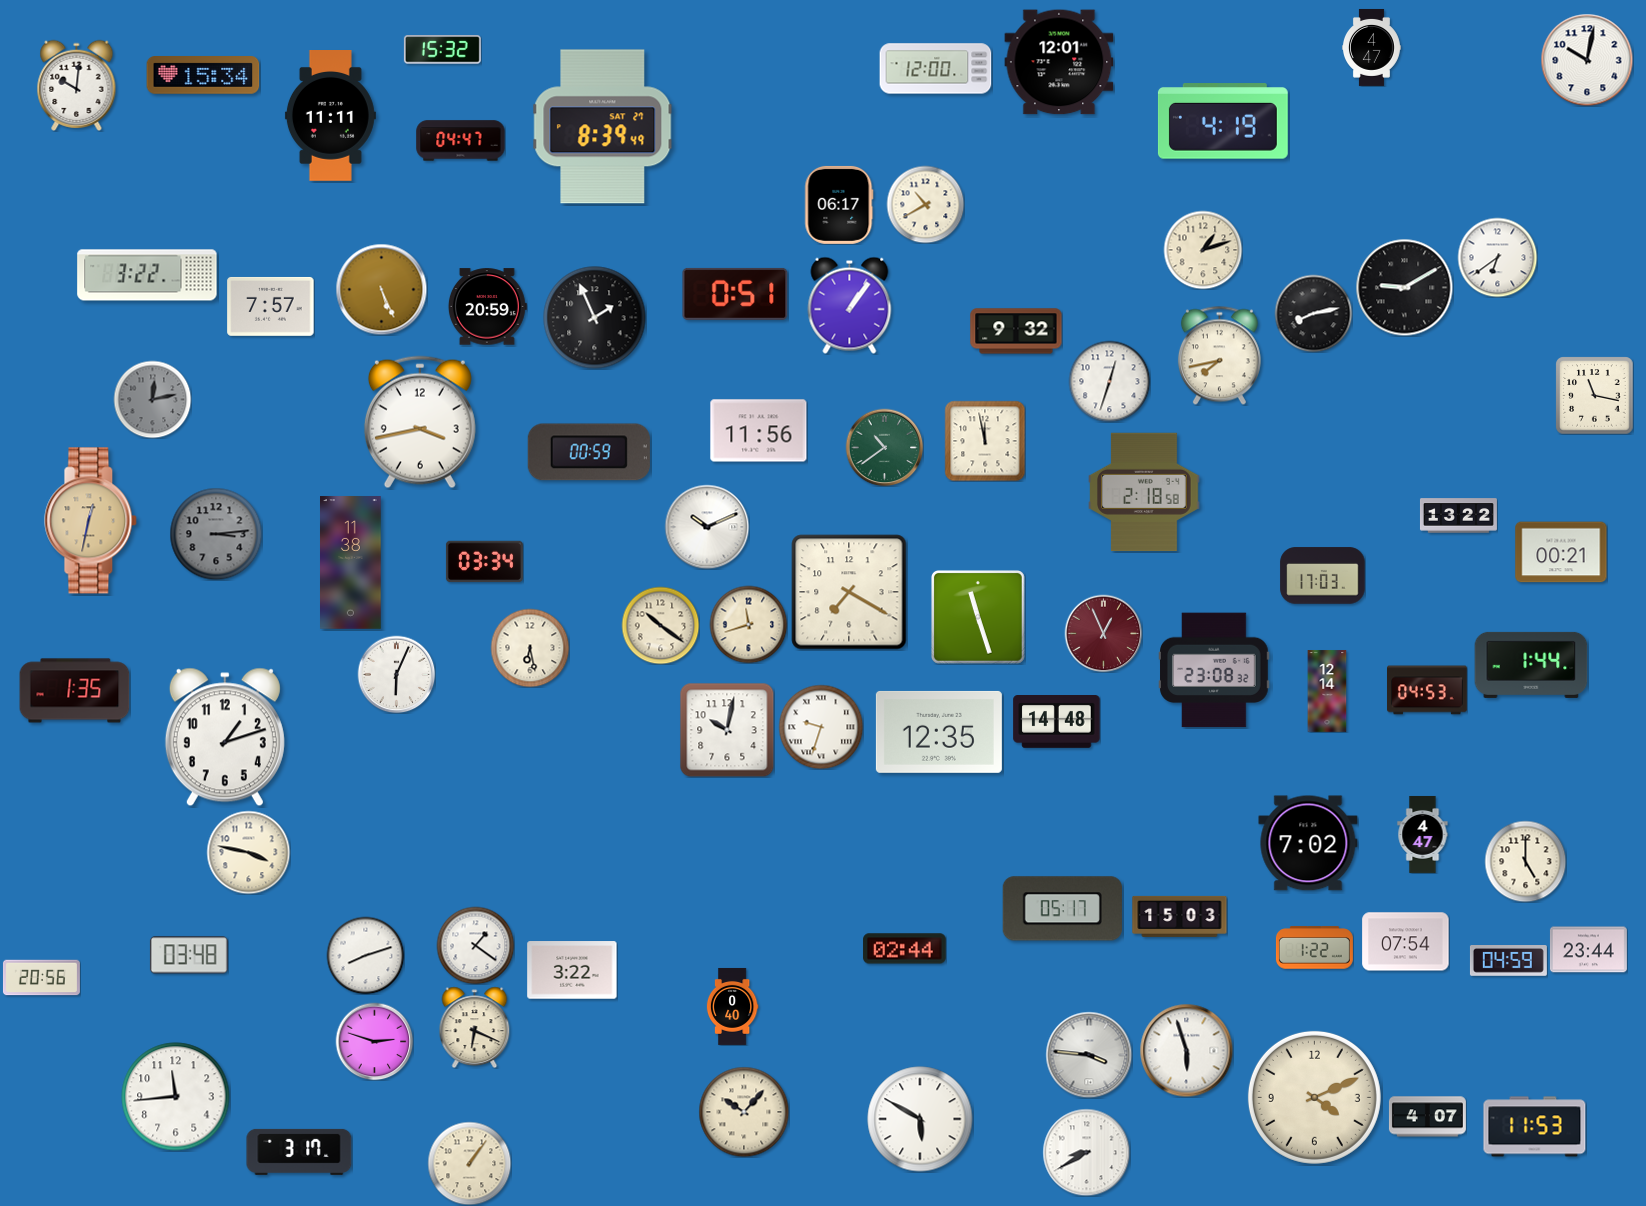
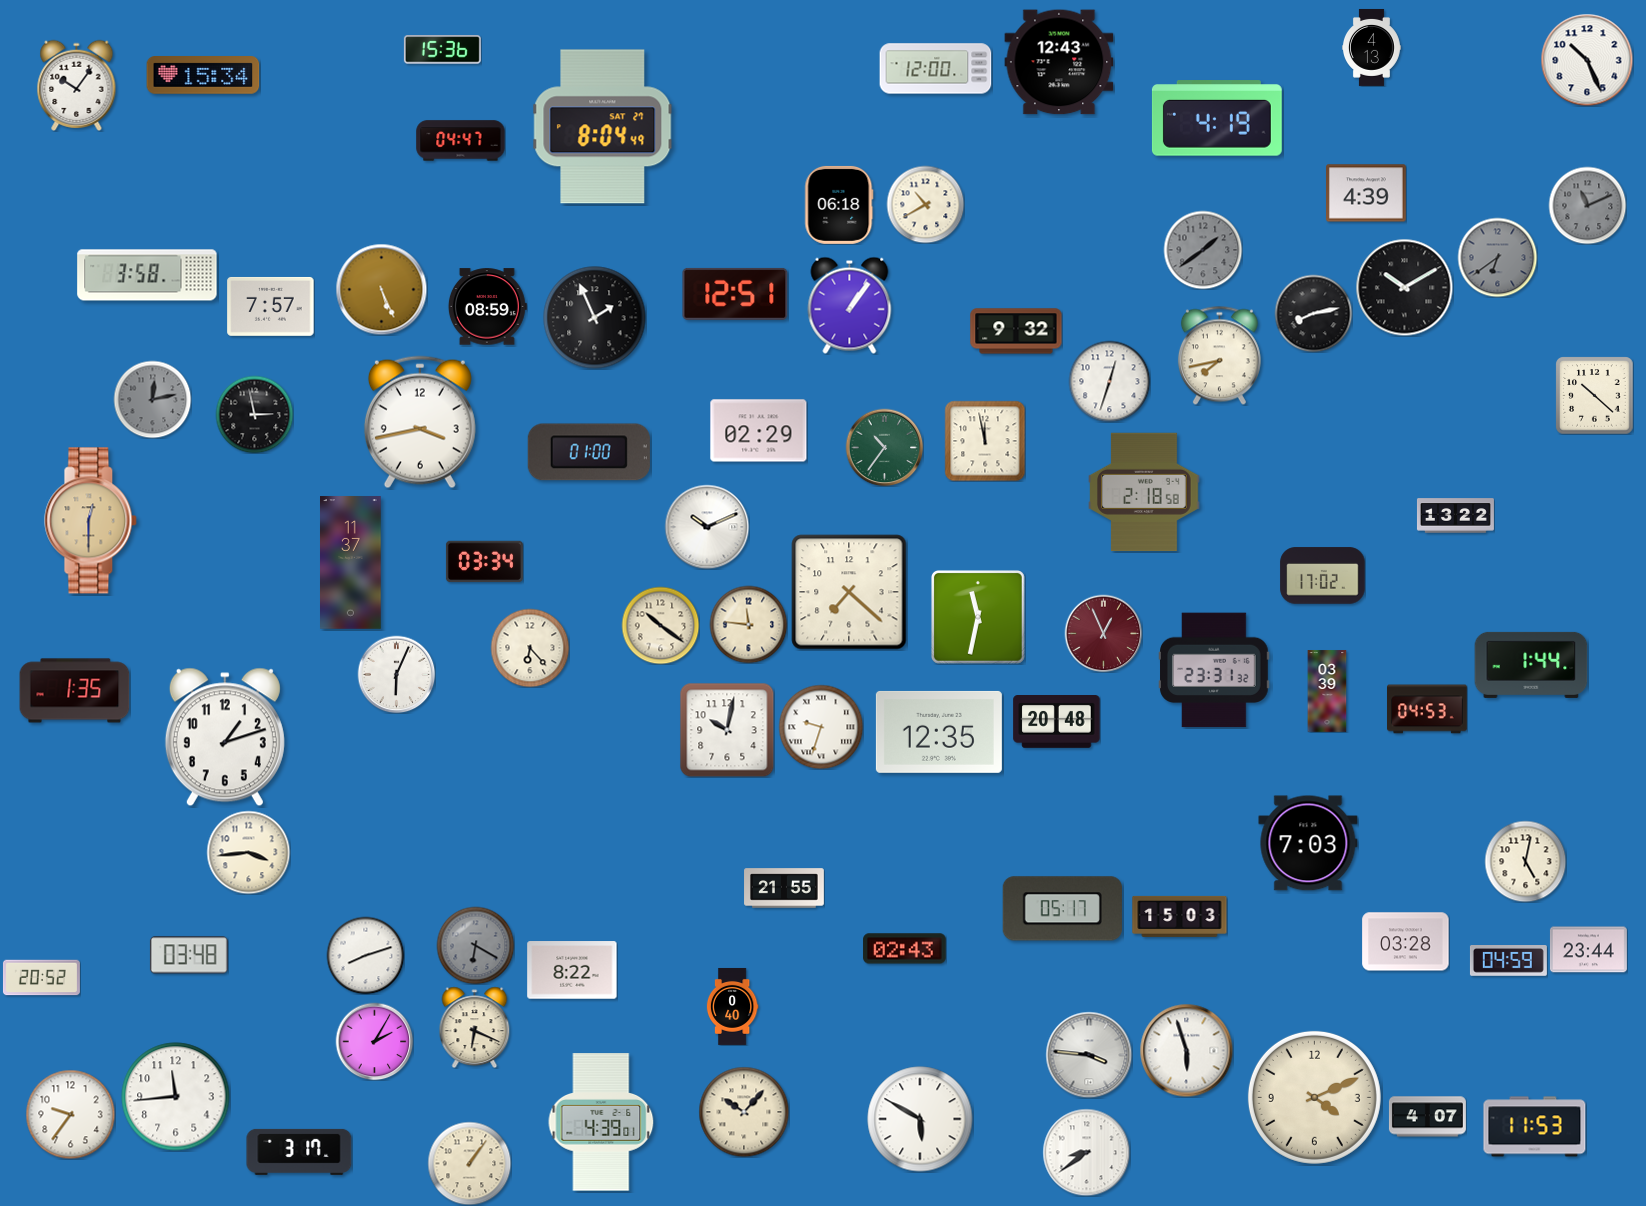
clock at (1372, 47): 4:47 -> 4:13
clock at (442, 50): 15:32 -> 15:36
clock at (1587, 60): 10:02 -> 10:26
clock at (1059, 62): 12:01 -> 12:43
clock at (77, 85): 10:01 -> 10:06
clock at (330, 116): 11:11 -> none
clock at (1223, 121) position: (1223, 121) -> (1217, 118)
clock at (603, 127): 8:39 -> 8:04
clock at (1367, 193): none -> 4:39
clock at (839, 205): 06:17 -> 06:18
clock at (1587, 205): none -> 11:11
clock at (1203, 250): 1:12 -> 1:39
clock at (1203, 250) dial: cream -> grey
clock at (1497, 257) dial: white -> grey
clock at (147, 275): 3:22 -> 3:58
clock at (1404, 287): 9:10 -> 10:10
clock at (735, 294): 0:51 -> 12:51
clock at (487, 307): 20:59 -> 08:59
clock at (1594, 395): 11:17 -> 10:22
clock at (254, 414): none -> 2:58
clock at (759, 431): 11:56 -> 02:29
clock at (884, 447): 10:39 -> 10:36
clock at (589, 452): 00:59 -> 01:00
clock at (1458, 516) position: (1458, 516) -> (1455, 516)
clock at (91, 521): 12:32 -> 12:30
clock at (216, 534): 3:14 -> none
clock at (1561, 552): 00:21 -> none
clock at (351, 563): 11:38 -> 11:37
clock at (1323, 576): 17:03 -> 17:02
clock at (849, 592): 7:20 -> 7:22
clock at (979, 618): 11:27 -> 11:32
clock at (748, 624): 11:42 -> 11:46
clock at (530, 648): 6:28 -> 6:23
clock at (1214, 670): 23:08 -> 23:31
clock at (1428, 690) position: (1428, 690) -> (1428, 709)
clock at (1327, 691): 12:14 -> 03:39
clock at (1057, 722): 14:48 -> 20:48
clock at (1423, 834): 4:47 -> none
clock at (1308, 843): 7:02 -> 7:03
clock at (248, 852): 3:47 -> 3:44
clock at (1525, 861): 5:00 -> 5:02
clock at (784, 888): none -> 21:55
clock at (1406, 942): 07:54 -> 03:28
clock at (475, 945): 1:21 -> 6:20
clock at (475, 945) dial: white -> grey
clock at (1314, 948): 1:22 -> none
clock at (905, 949): 02:44 -> 02:43
clock at (572, 970): 3:22 -> 8:22
clock at (41, 978): 20:56 -> 20:52
clock at (374, 1041): 2:48 -> 2:05
clock at (70, 1114): none -> 9:36
clock at (601, 1122): none -> 4:39
clock at (1086, 1152): 8:40 -> 8:39
